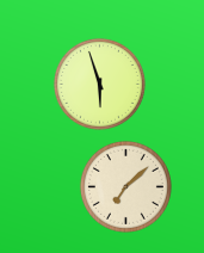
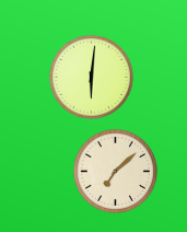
clock at (99, 84): 5:57 -> 6:01
